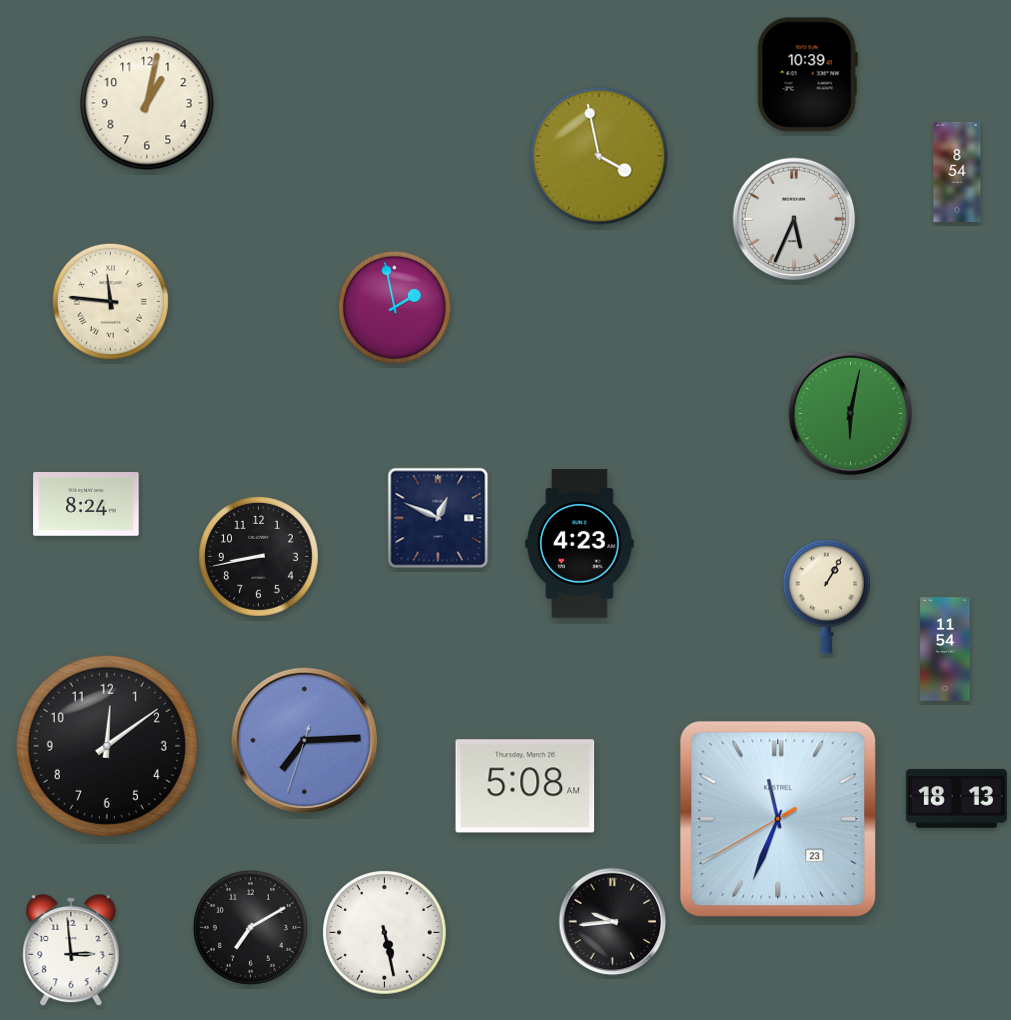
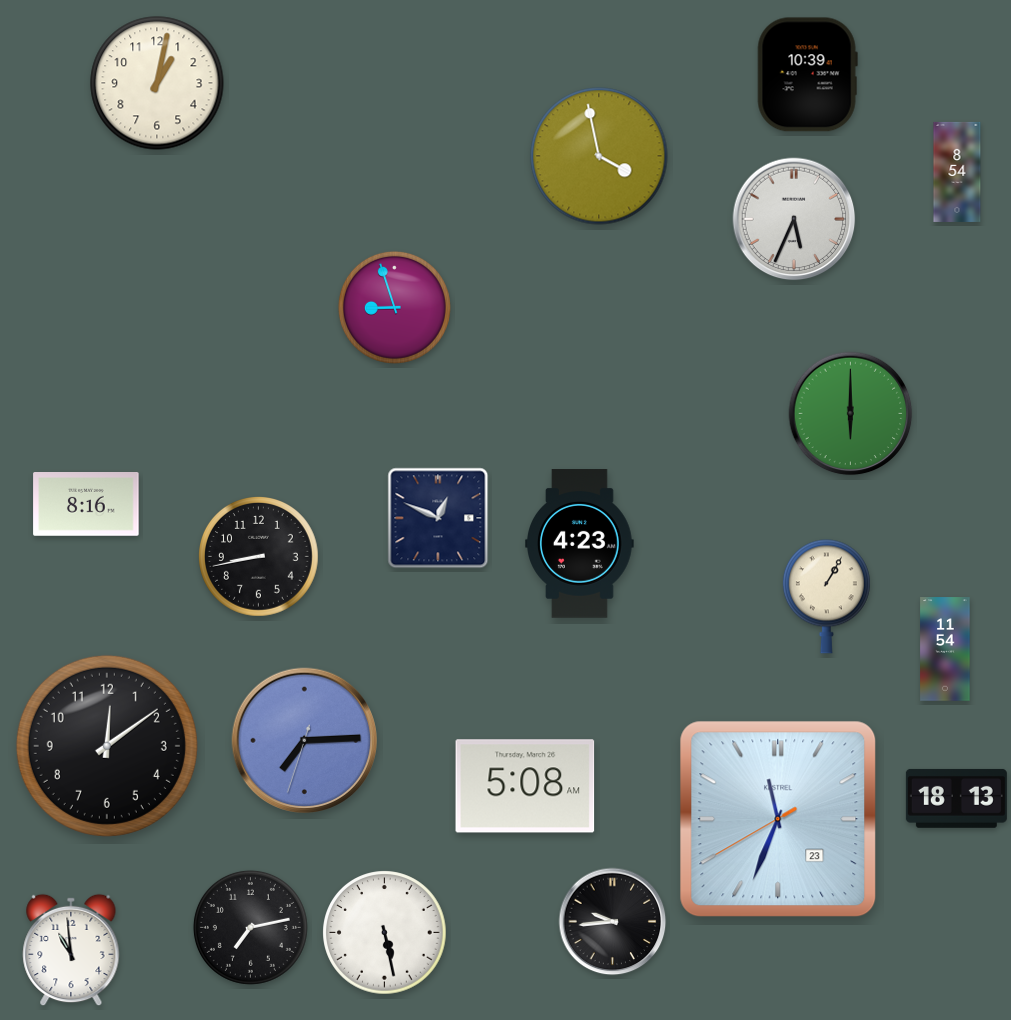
clock at (147, 103) position: (147, 103) -> (157, 83)
clock at (110, 301): 11:46 -> none
clock at (394, 307): 1:58 -> 8:57
clock at (851, 414): 6:02 -> 6:00
clock at (86, 505): 8:24 -> 8:16
clock at (250, 927): 7:10 -> 7:13
clock at (71, 950): 2:59 -> 10:59
